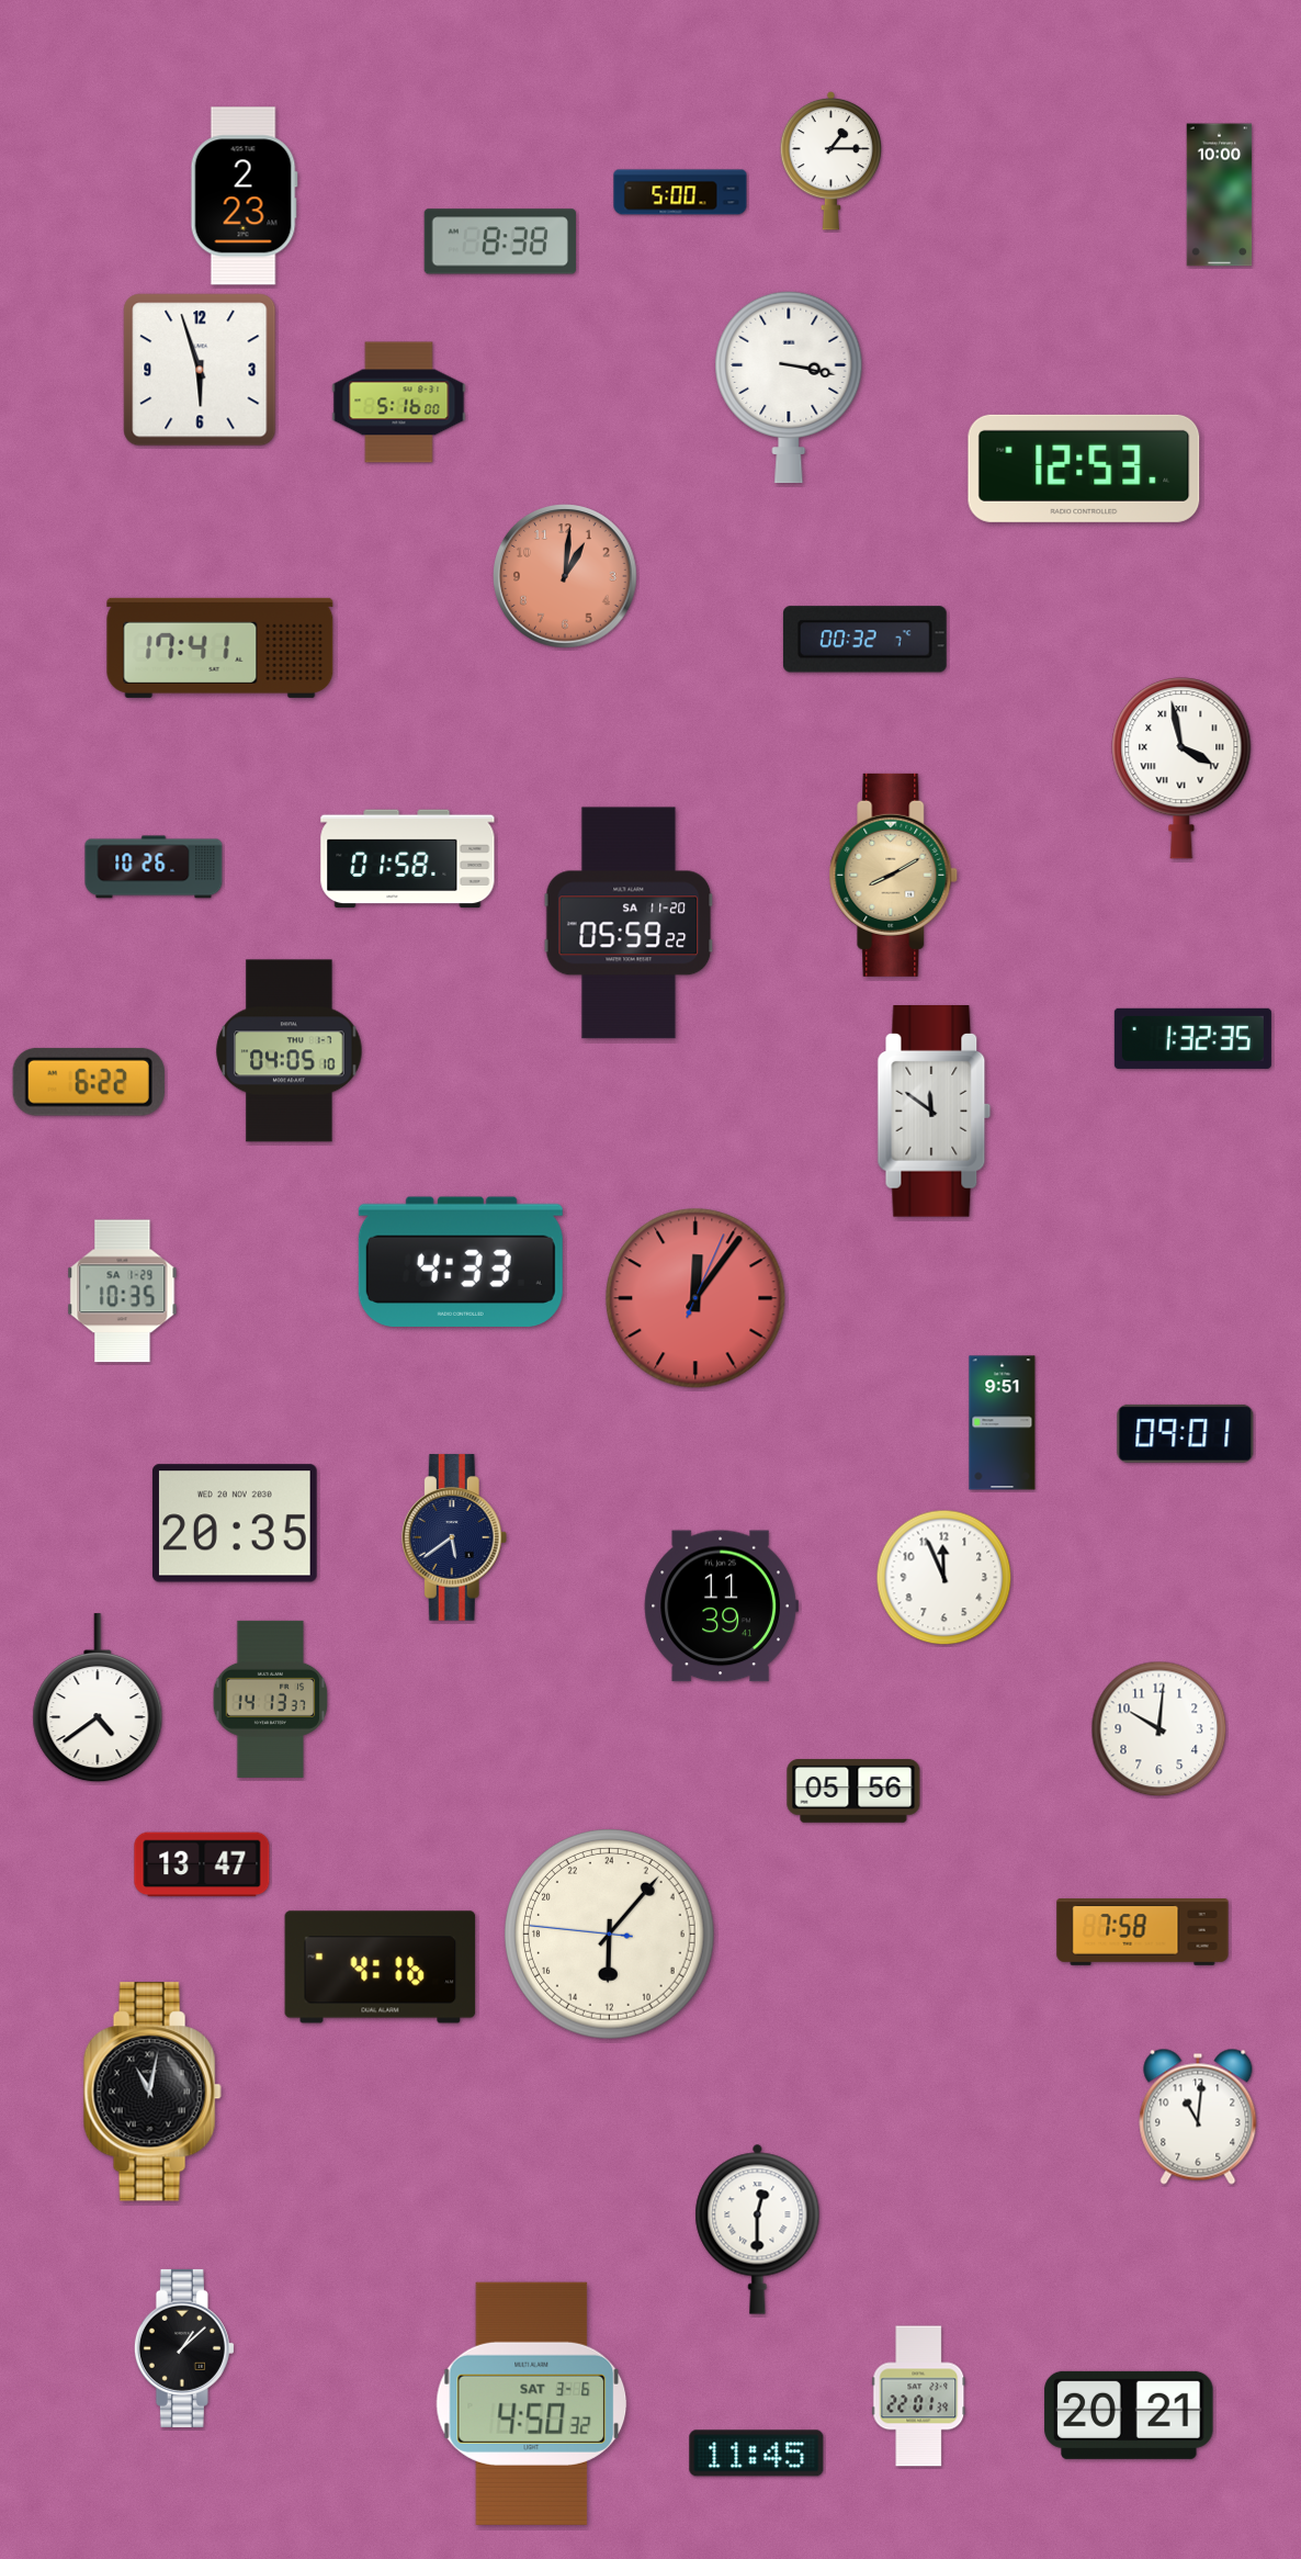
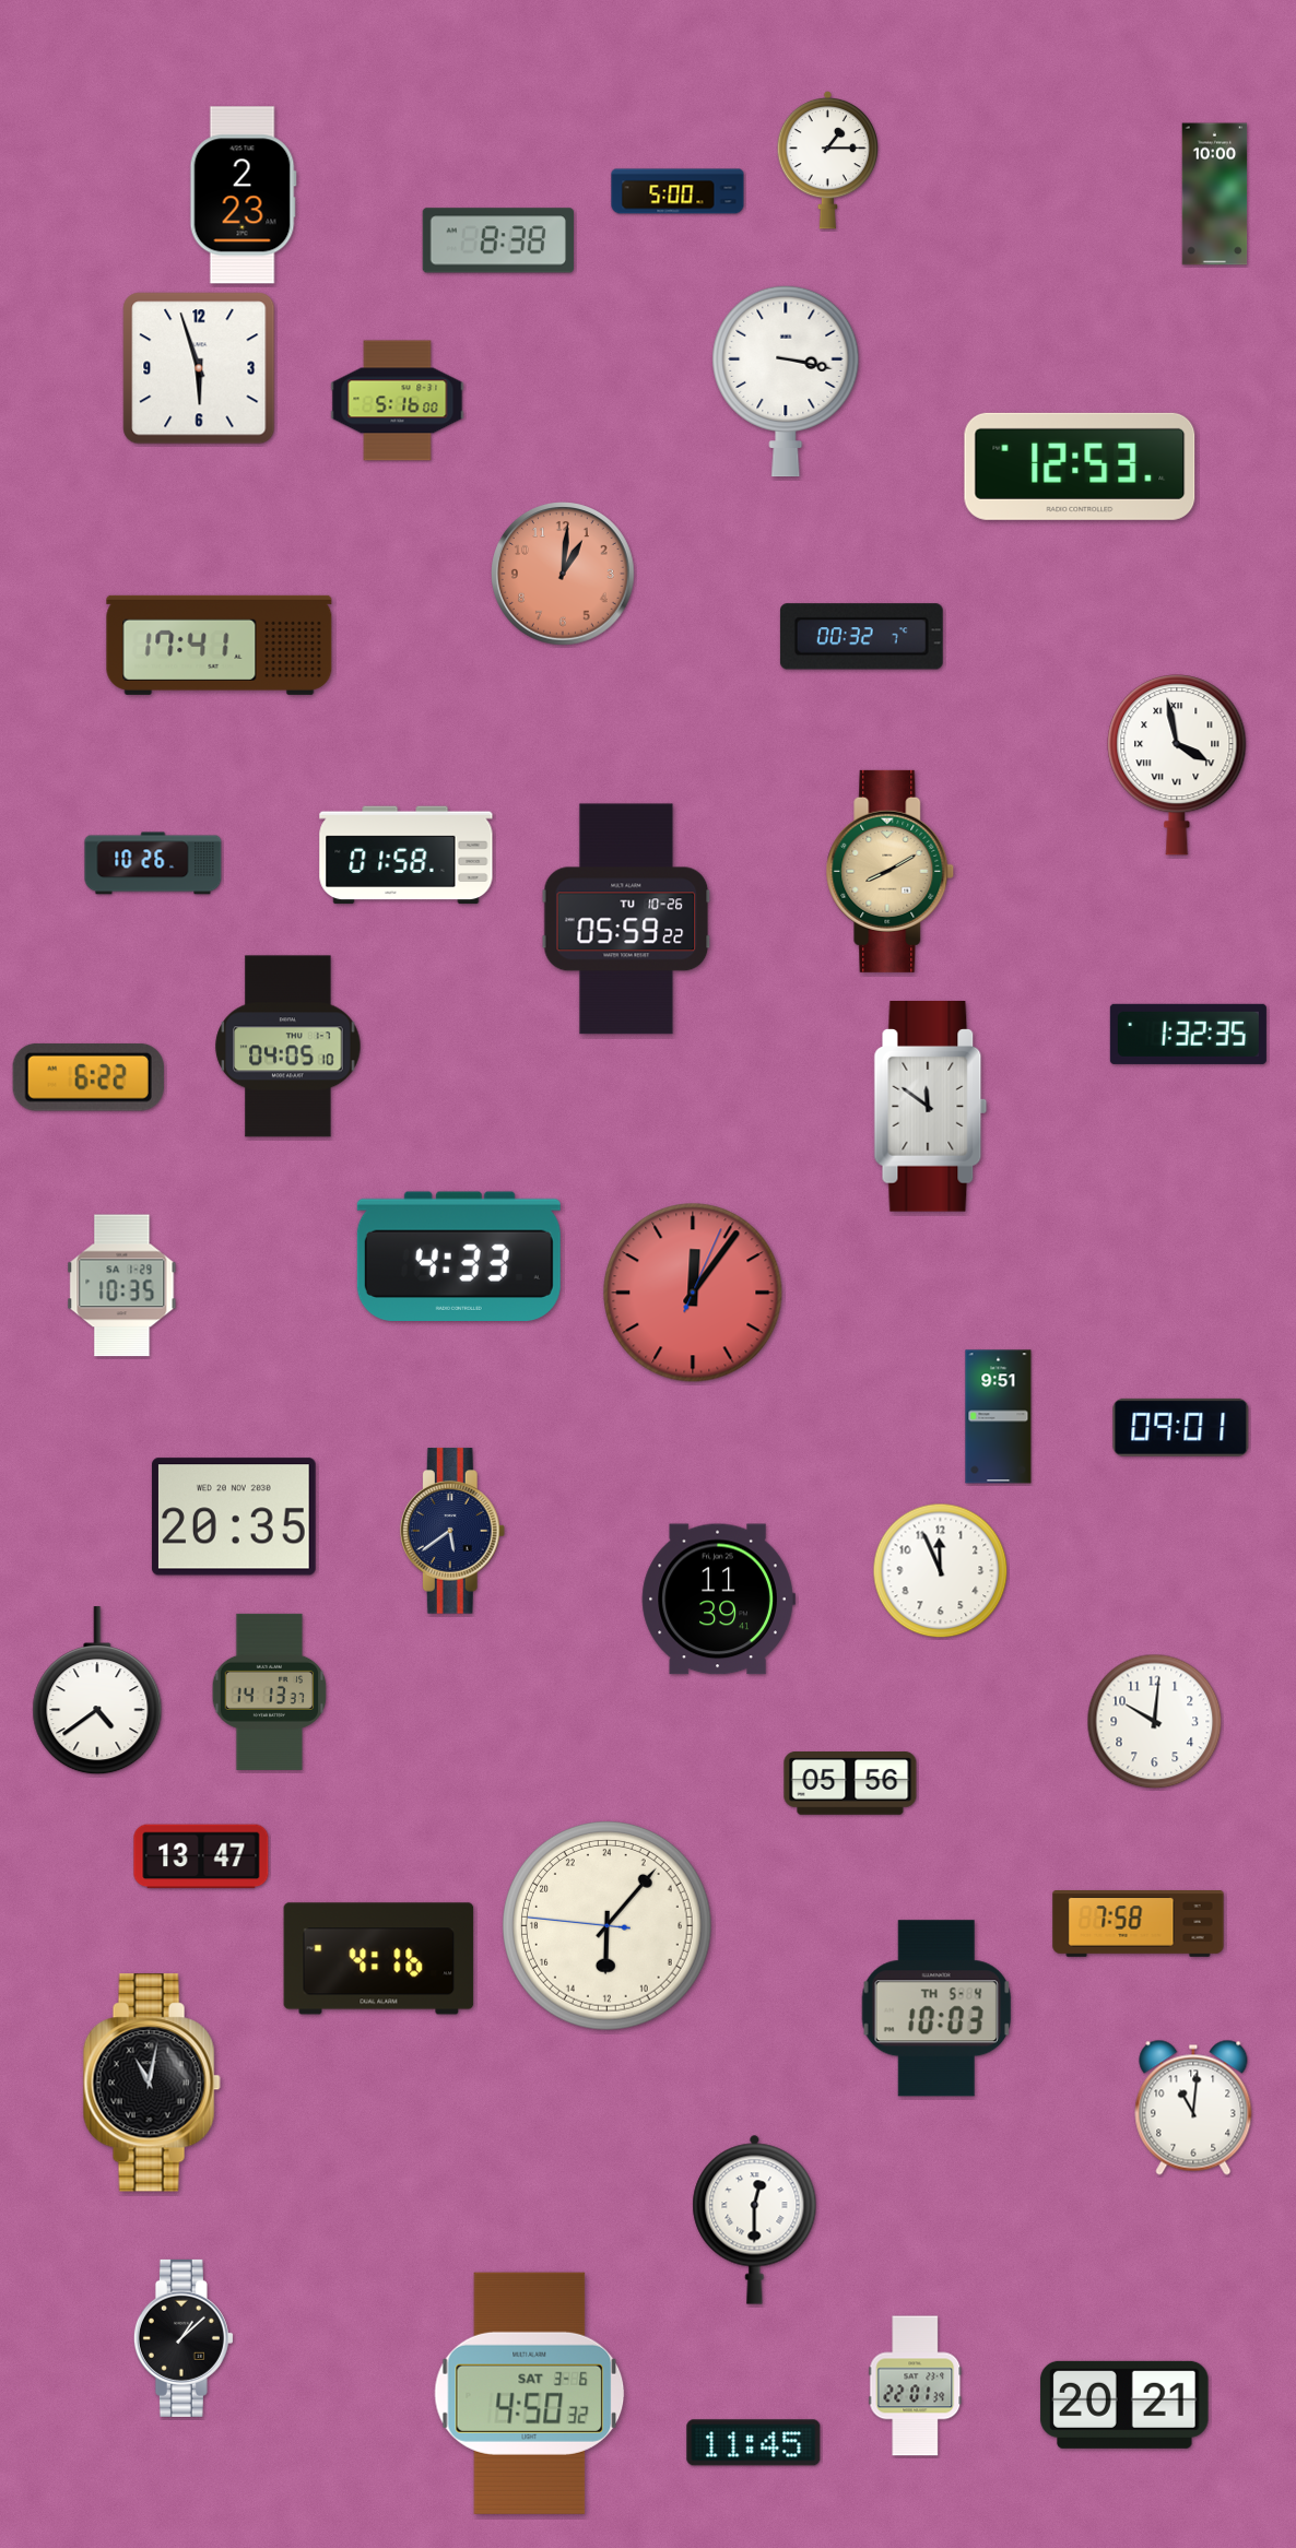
clock at (789, 387) position: (789, 387) -> (786, 381)
clock at (629, 923) date: SA 11-20 -> TU 10-26
clock at (935, 2008): none -> 10:03
